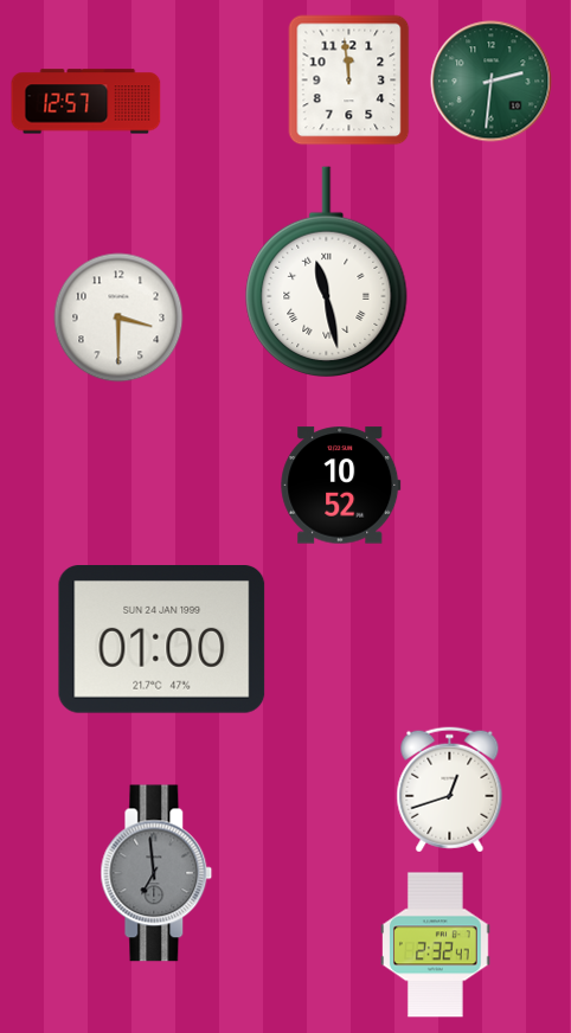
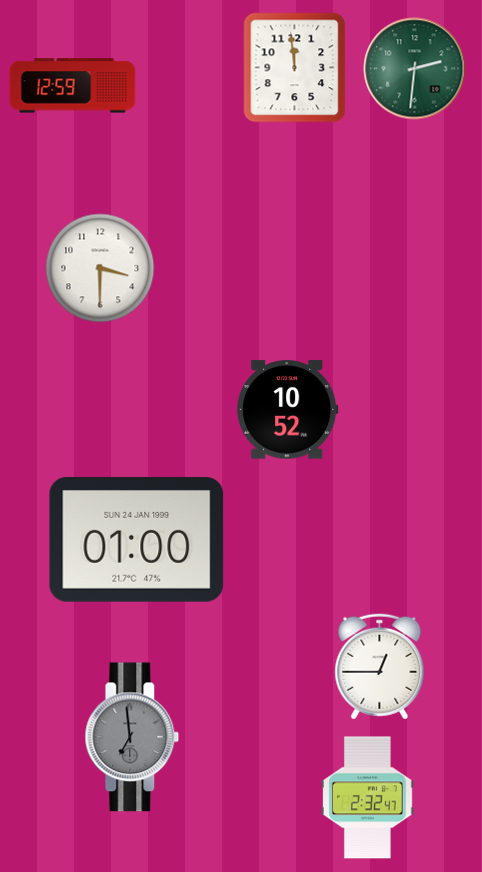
clock at (86, 102): 12:57 -> 12:59
clock at (327, 271): 11:28 -> none
clock at (450, 790): 12:42 -> 12:45
